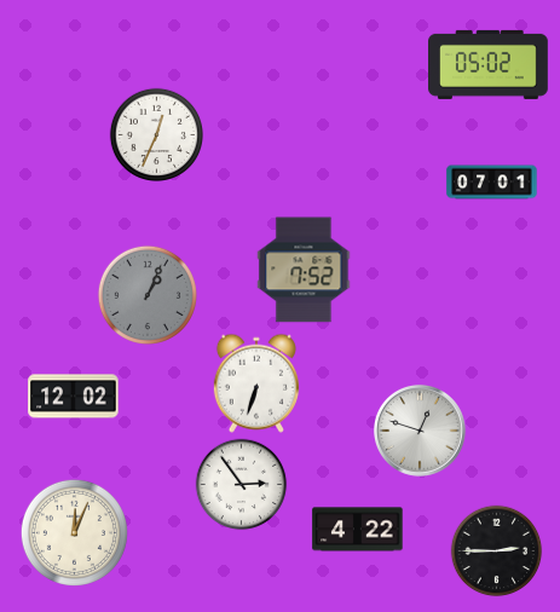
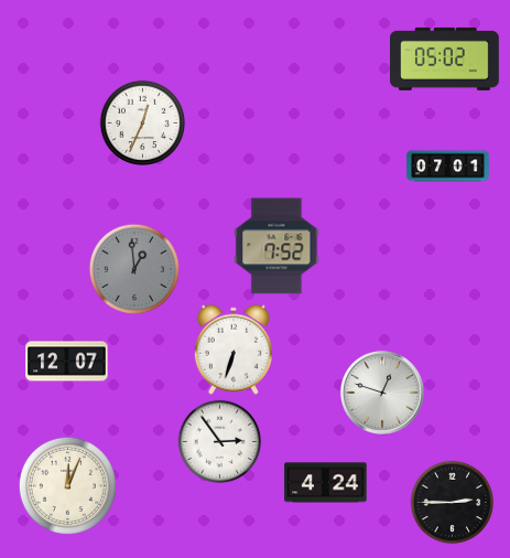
clock at (148, 295): 1:04 -> 12:59
clock at (74, 397): 12:02 -> 12:07
clock at (358, 530): 4:22 -> 4:24
